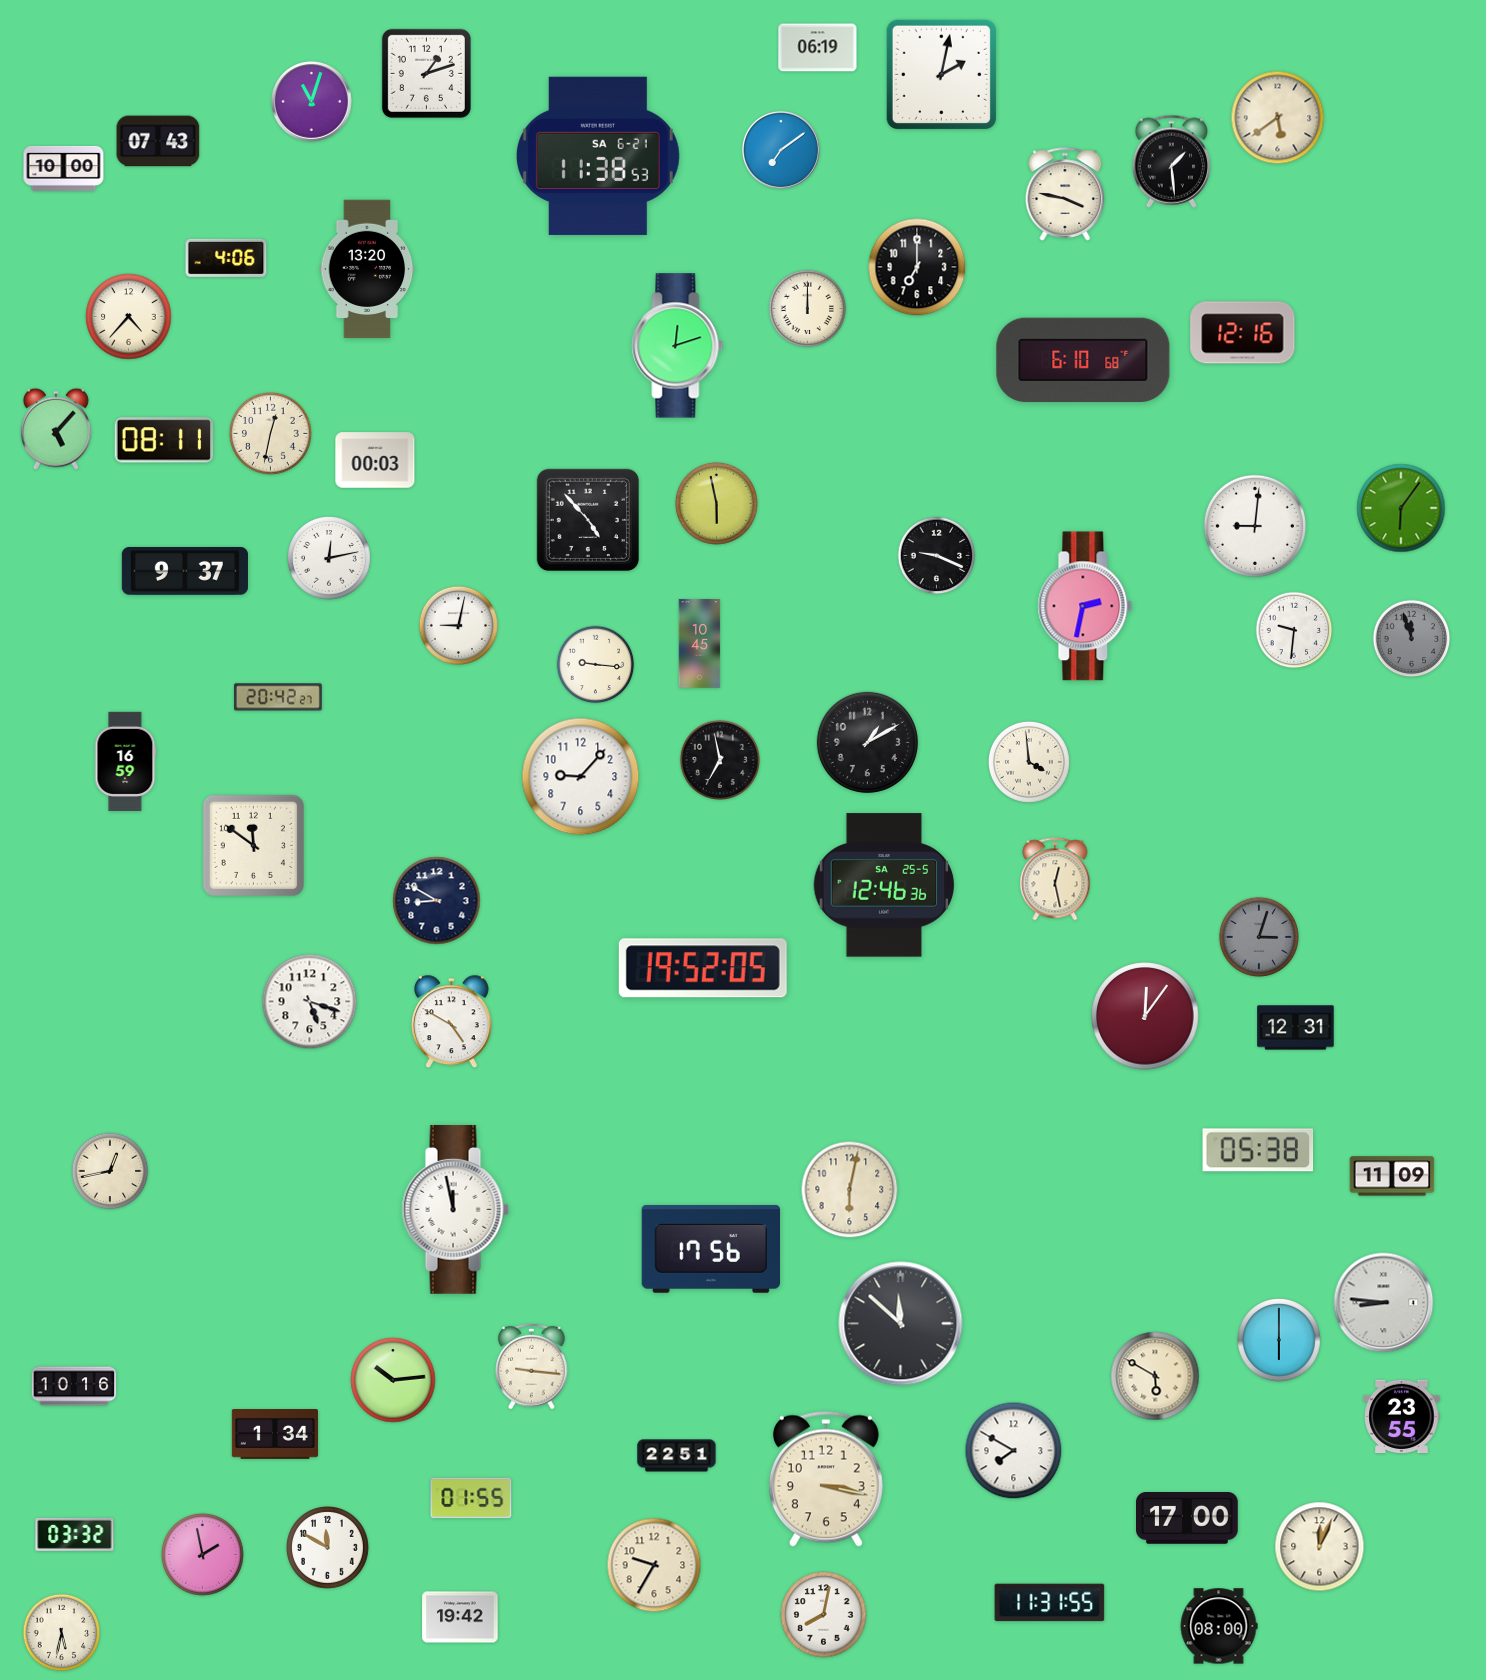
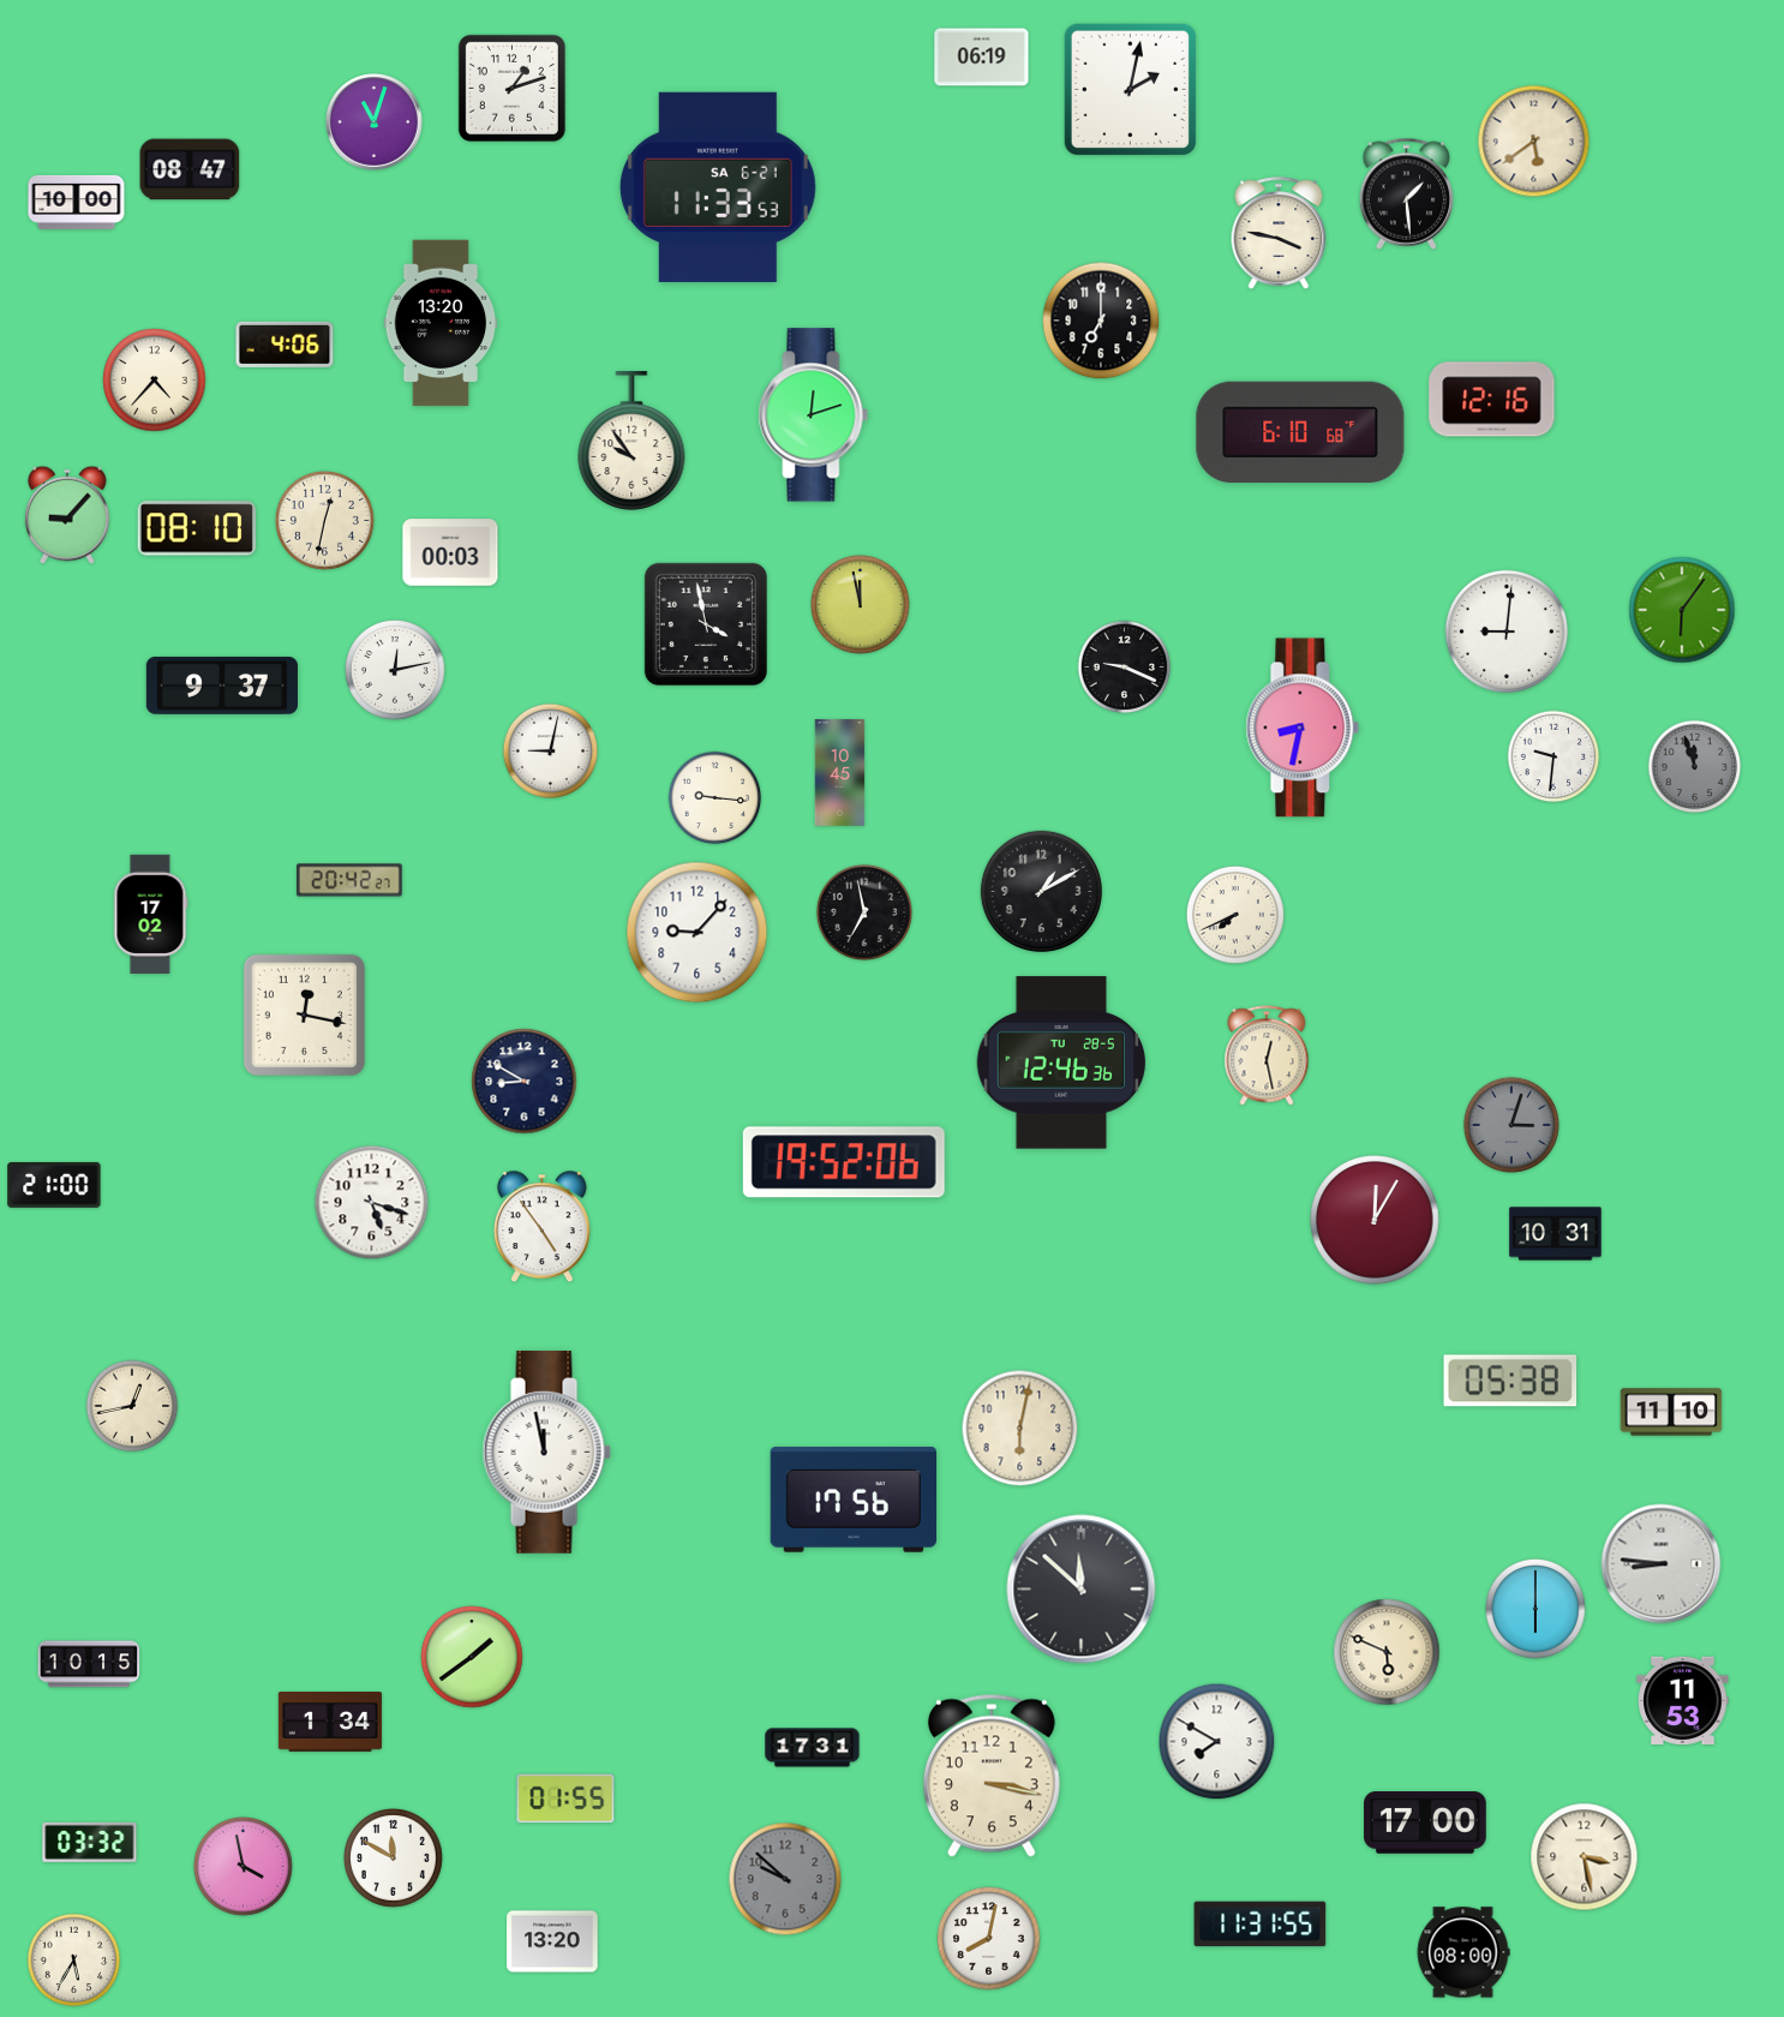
clock at (158, 141): 07:43 -> 08:47
clock at (781, 150): 7:09 -> none
clock at (598, 156): 11:38 -> 11:33
clock at (226, 258) position: (226, 258) -> (285, 345)
clock at (808, 309): 12:00 -> none
clock at (631, 441): none -> 9:54
clock at (56, 429): 5:07 -> 9:07
clock at (163, 440): 08:11 -> 08:10
clock at (717, 504): 5:58 -> 11:58
clock at (588, 520): 4:53 -> 3:58
clock at (1085, 606): 2:32 -> 8:32
clock at (278, 697) position: (278, 697) -> (349, 880)
clock at (126, 761): 16:59 -> 17:02
clock at (1029, 762): 3:59 -> 7:41
clock at (253, 845): 11:51 -> 12:17
clock at (884, 885) date: SA 25-5 -> TU 28-5
clock at (703, 968): 19:52:05 -> 19:52:06
clock at (54, 1185): none -> 21:00
clock at (1145, 1016): 12:06 -> 12:05
clock at (451, 1022): 4:50 -> 4:54
clock at (1296, 1028): 12:31 -> 10:31
clock at (1392, 1176): 11:09 -> 11:10
clock at (532, 1366): 9:16 -> none
clock at (1155, 1376): 5:50 -> 5:49
clock at (393, 1380): 10:14 -> 1:39
clock at (74, 1386): 10:16 -> 10:15
clock at (1402, 1416): 23:55 -> 11:53
clock at (677, 1456): 22:51 -> 17:31
clock at (1320, 1547): 12:04 -> 3:28
clock at (203, 1555): 1:58 -> 3:58
clock at (654, 1565): 9:35 -> 9:52
clock at (654, 1565) dial: cream -> grey
clock at (460, 1617): 19:42 -> 13:20
clock at (62, 1633): 5:32 -> 5:35
